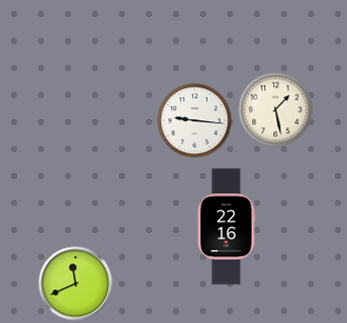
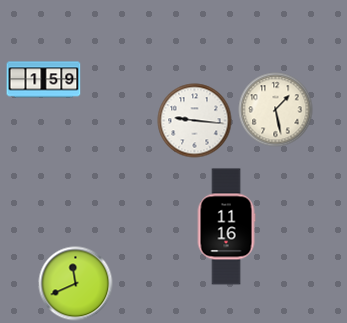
clock at (44, 80): none -> 1:59
clock at (226, 227): 22:16 -> 11:16
